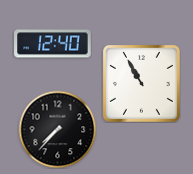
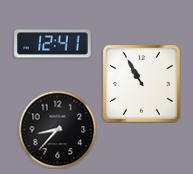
clock at (53, 44): 12:40 -> 12:41
clock at (57, 129): 7:37 -> 8:37
